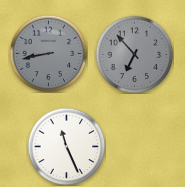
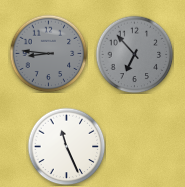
clock at (48, 53): 8:43 -> 8:46
